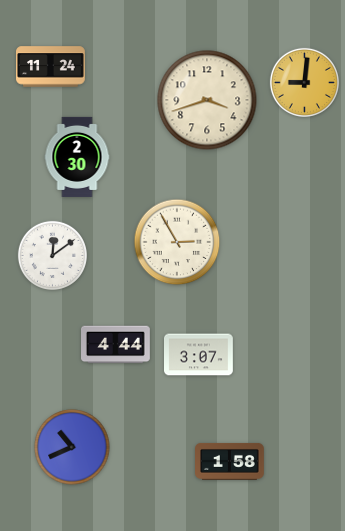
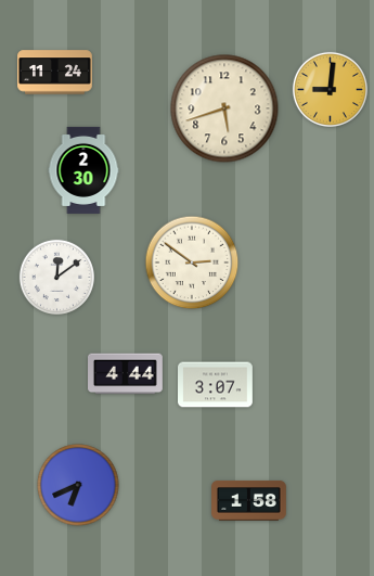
clock at (207, 100): 3:42 -> 5:42
clock at (177, 242): 2:55 -> 2:51
clock at (72, 447): 10:41 -> 6:41
